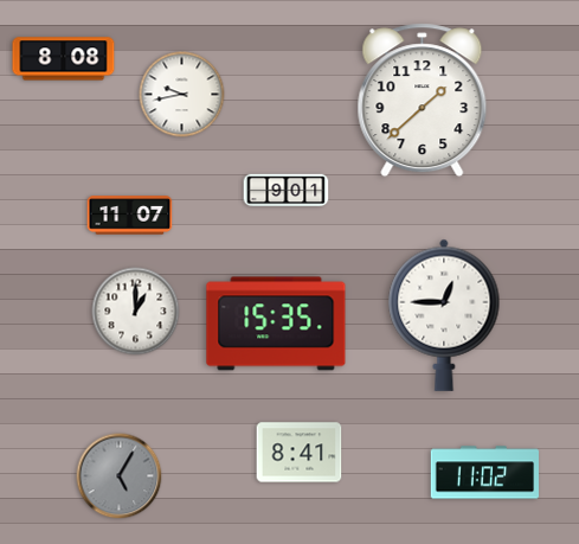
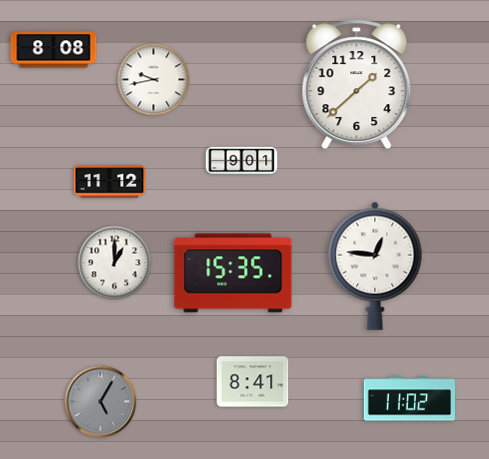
clock at (130, 216): 11:07 -> 11:12
clock at (444, 315): 12:45 -> 12:46
